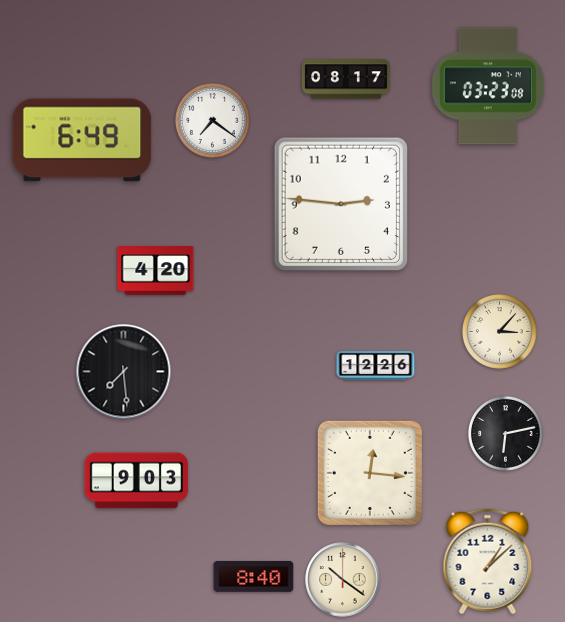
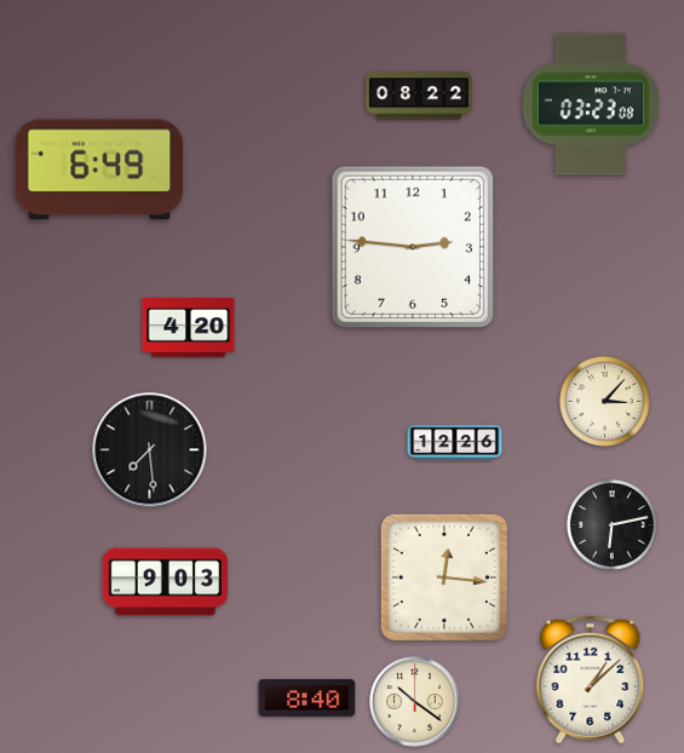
clock at (347, 79): 08:17 -> 08:22
clock at (212, 120): 7:21 -> none
clock at (370, 473) position: (370, 473) -> (444, 577)
